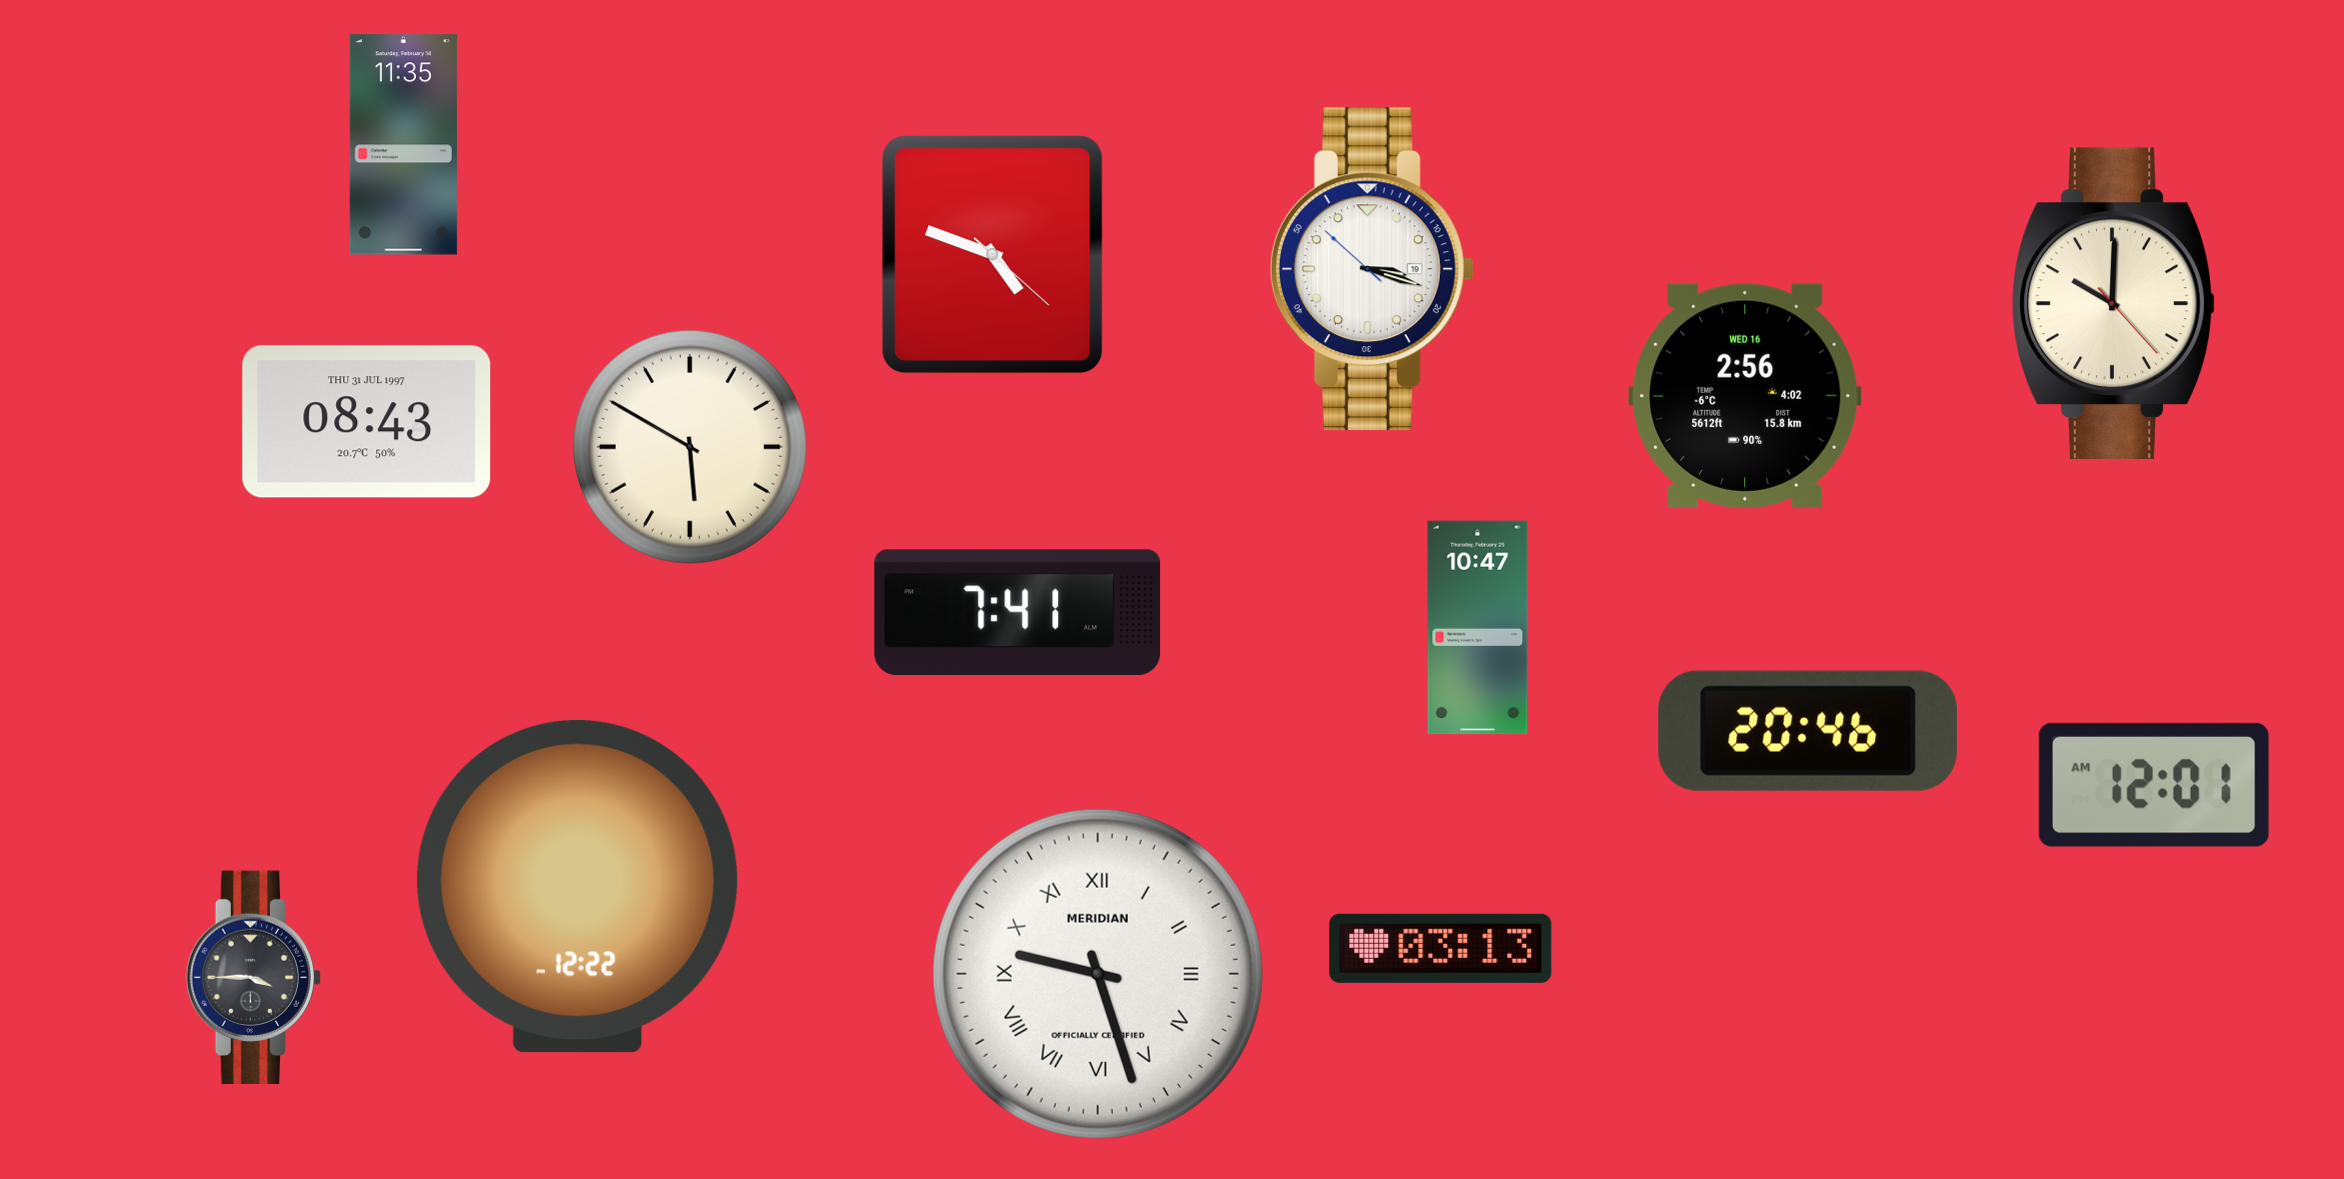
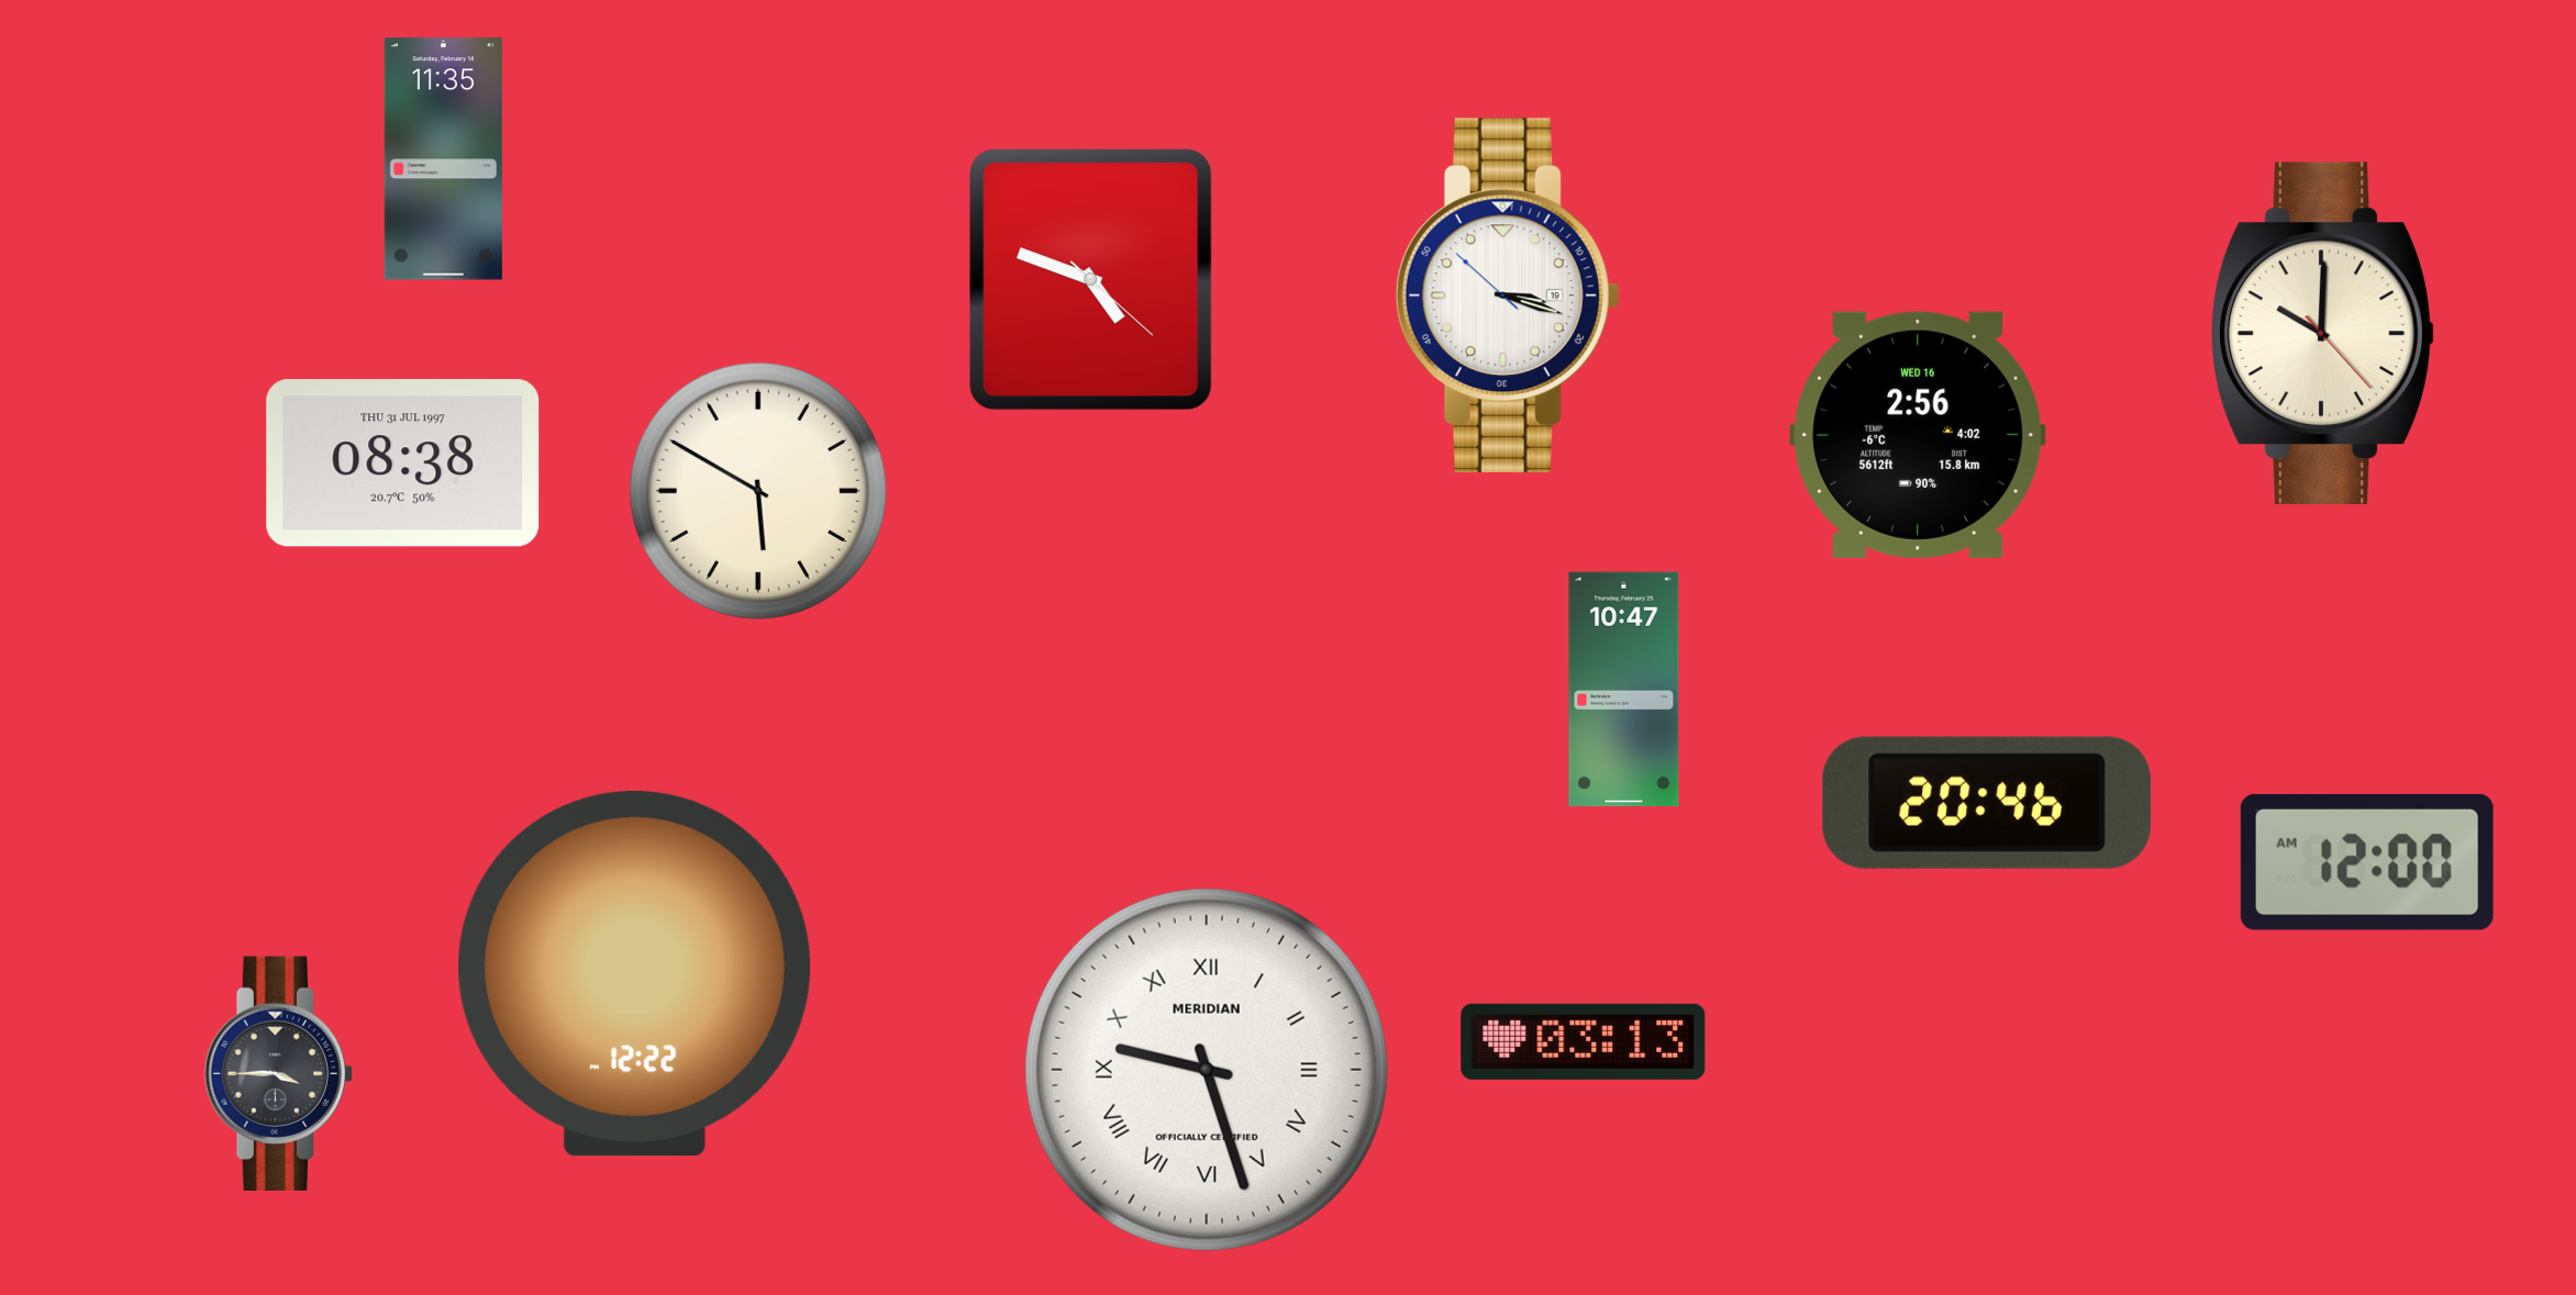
clock at (367, 422): 08:43 -> 08:38
clock at (1018, 613): 7:41 -> none
clock at (2154, 785): 12:01 -> 12:00
